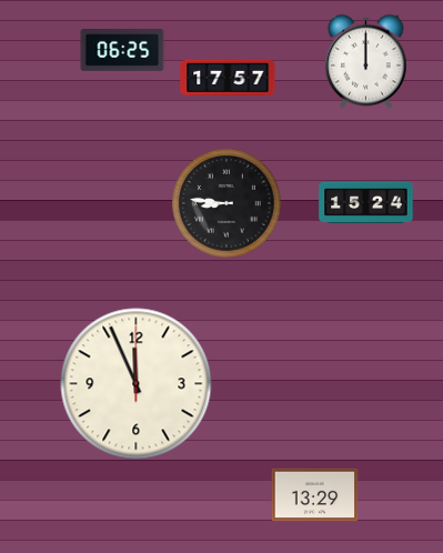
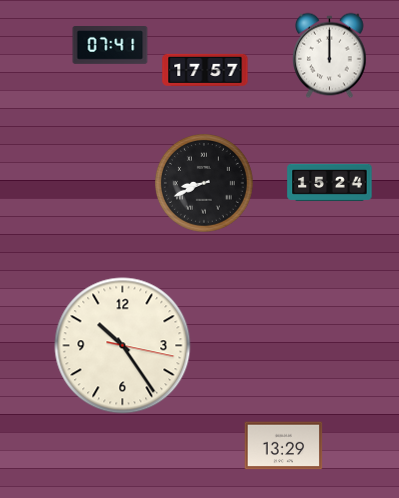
clock at (122, 51): 06:25 -> 07:41
clock at (228, 204): 8:46 -> 8:41
clock at (137, 384): 11:56 -> 10:24
